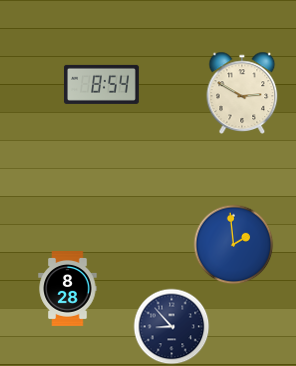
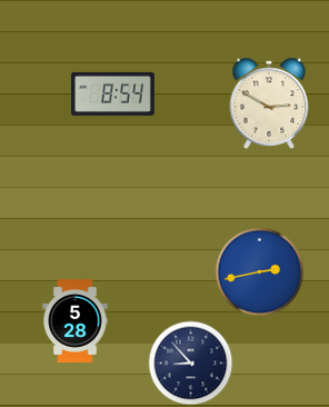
clock at (234, 245): 1:59 -> 2:43
clock at (68, 289): 8:28 -> 5:28
